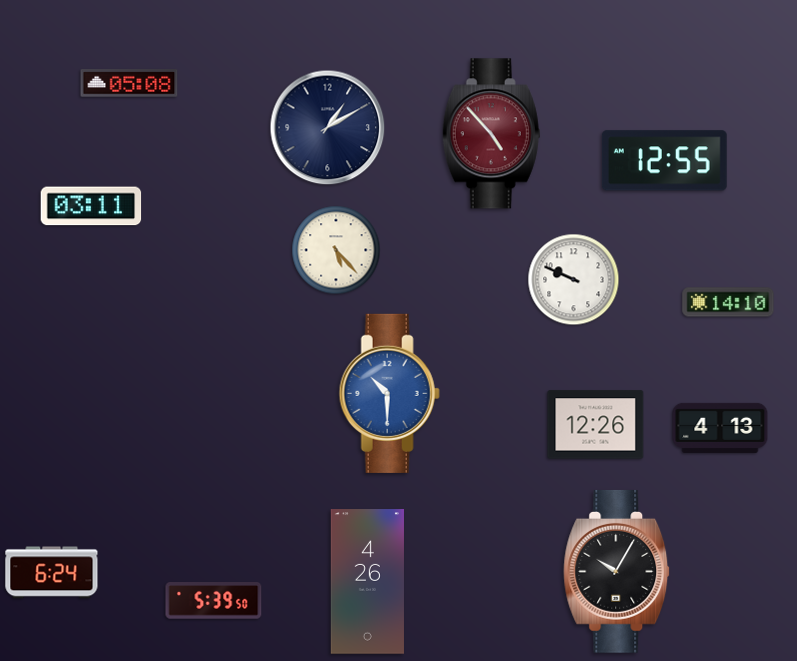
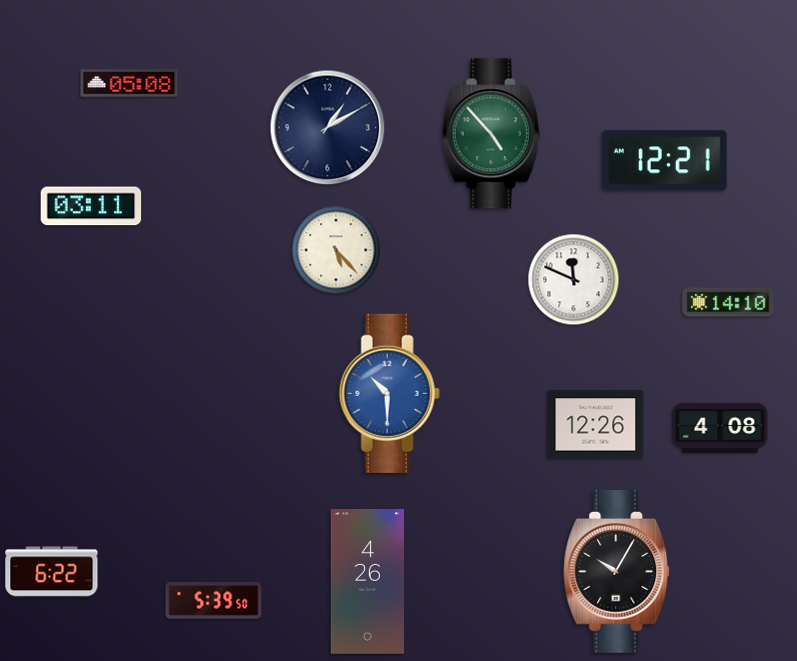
clock at (491, 134) dial: burgundy -> green
clock at (664, 161): 12:55 -> 12:21
clock at (574, 280): 9:49 -> 11:49
clock at (720, 428): 4:13 -> 4:08
clock at (52, 573): 6:24 -> 6:22
